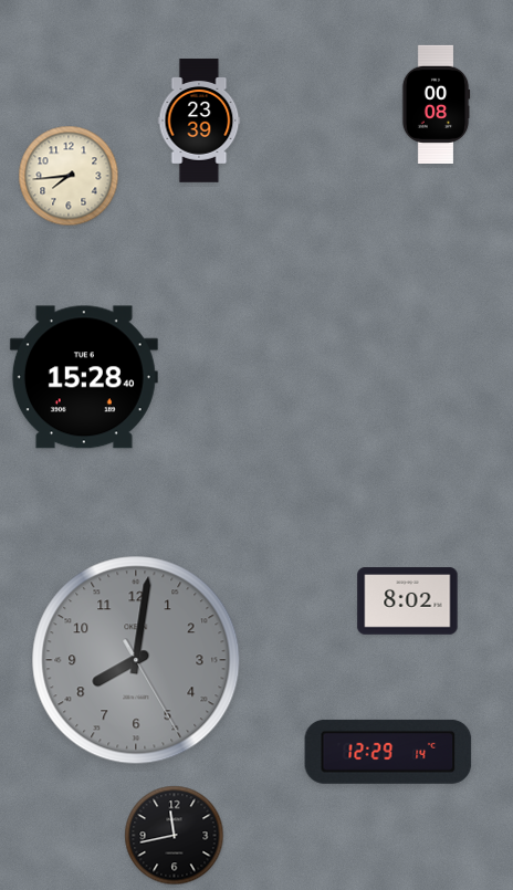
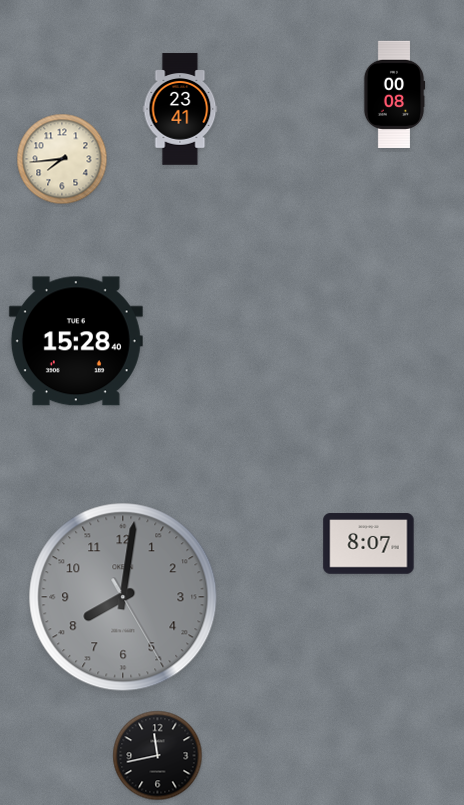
clock at (199, 121): 23:39 -> 23:41
clock at (408, 601): 8:02 -> 8:07
clock at (388, 752): 12:29 -> none
